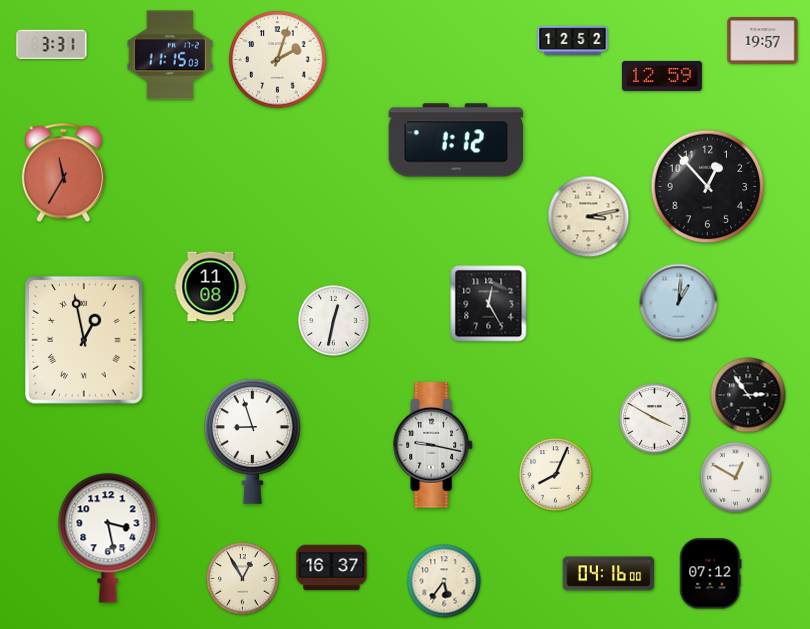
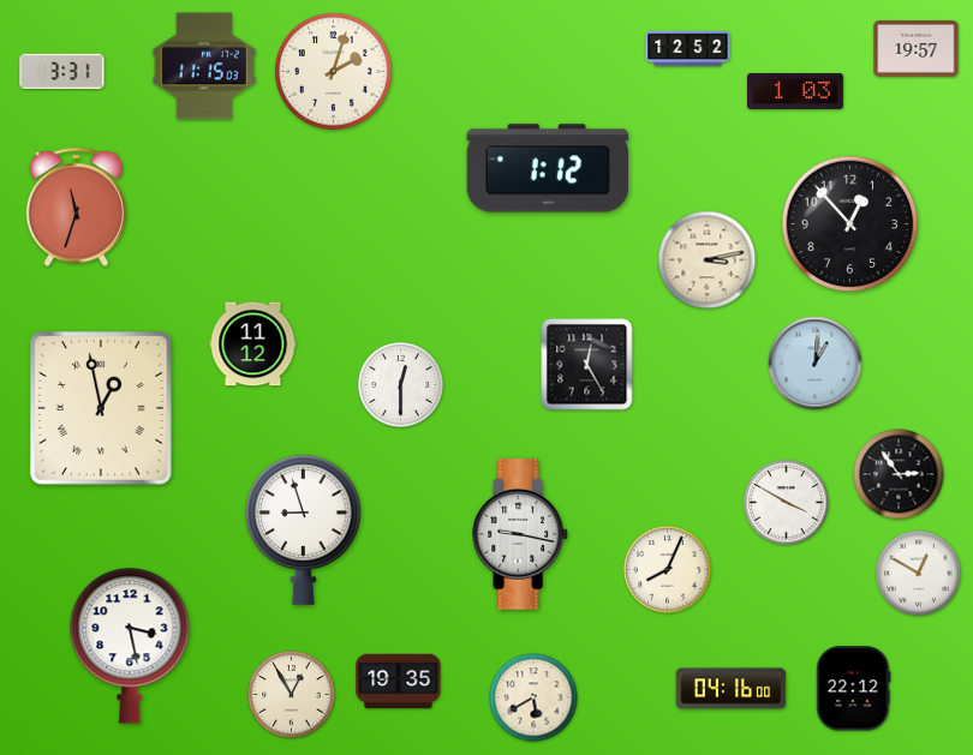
clock at (52, 44) position: (52, 44) -> (62, 71)
clock at (662, 76): 12:59 -> 1:03
clock at (63, 173): 11:35 -> 11:33
clock at (211, 287): 11:08 -> 11:12
clock at (334, 321): 12:32 -> 12:30
clock at (736, 478) position: (736, 478) -> (919, 574)
clock at (332, 568): 16:37 -> 19:35
clock at (710, 574): 07:12 -> 22:12
clock at (444, 581): 5:36 -> 5:40
